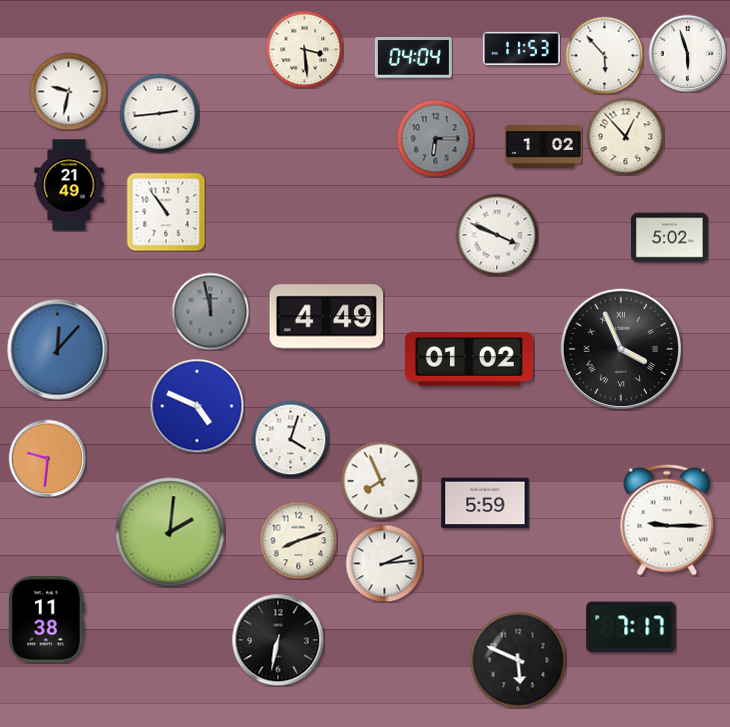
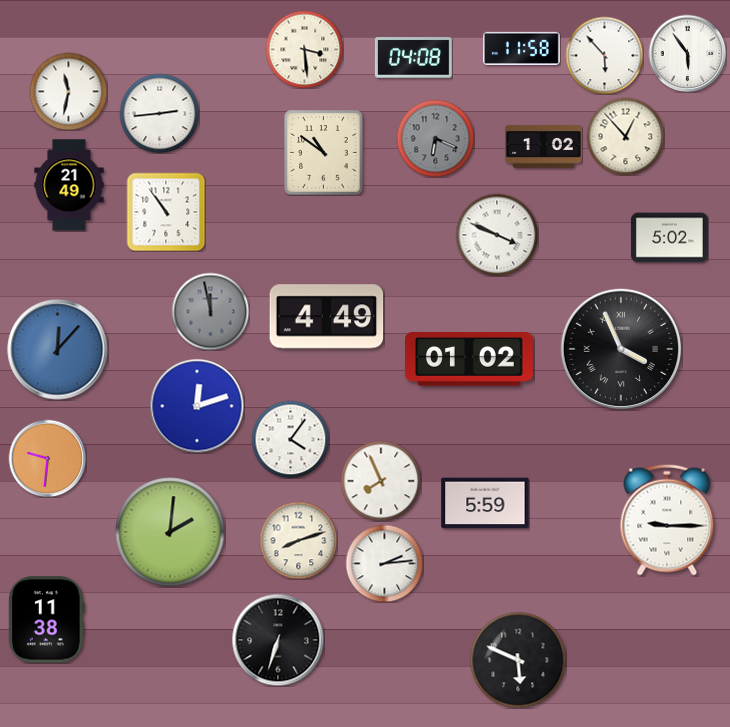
clock at (521, 48): 11:53 -> 11:58
clock at (687, 53): 5:57 -> 5:54
clock at (413, 58): 04:04 -> 04:08
clock at (68, 91): 9:32 -> 11:32
clock at (435, 138): 6:15 -> 6:19
clock at (324, 153): none -> 10:51
clock at (197, 406): 4:49 -> 12:12
clock at (290, 439): 4:03 -> 4:06
clock at (631, 627): 7:17 -> none
clock at (278, 640): 6:32 -> 6:33
